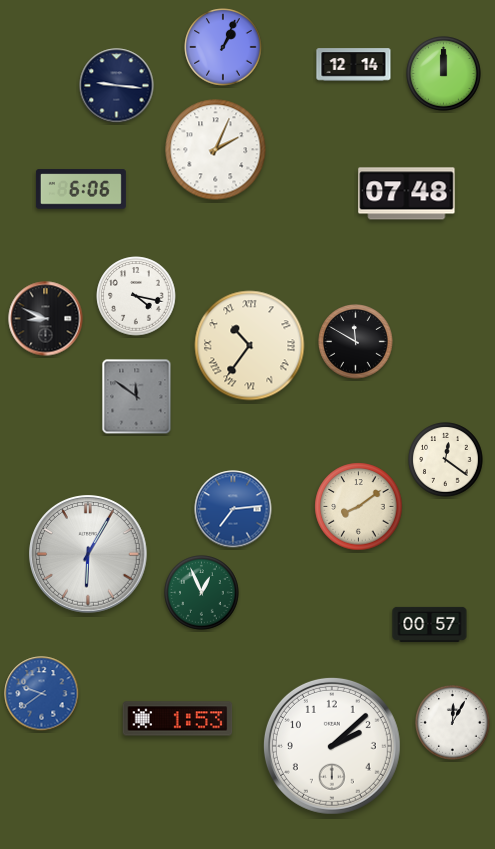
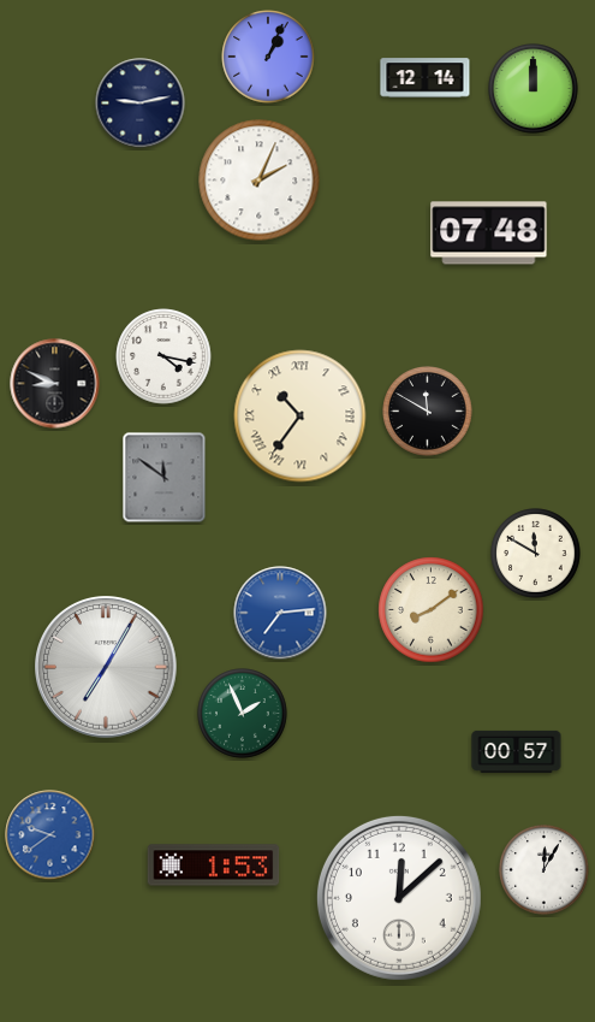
clock at (117, 86): 9:16 -> 9:13
clock at (81, 189): 6:06 -> none
clock at (446, 460): 12:21 -> 11:50
clock at (89, 555): 6:05 -> 7:05
clock at (202, 593): 12:56 -> 1:56
clock at (332, 746): 2:08 -> 12:08
